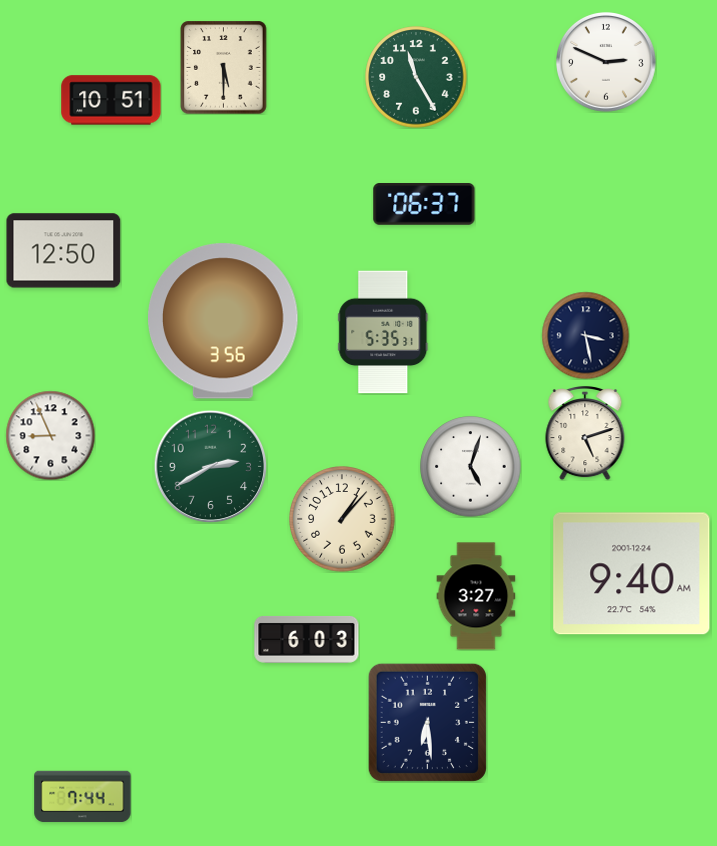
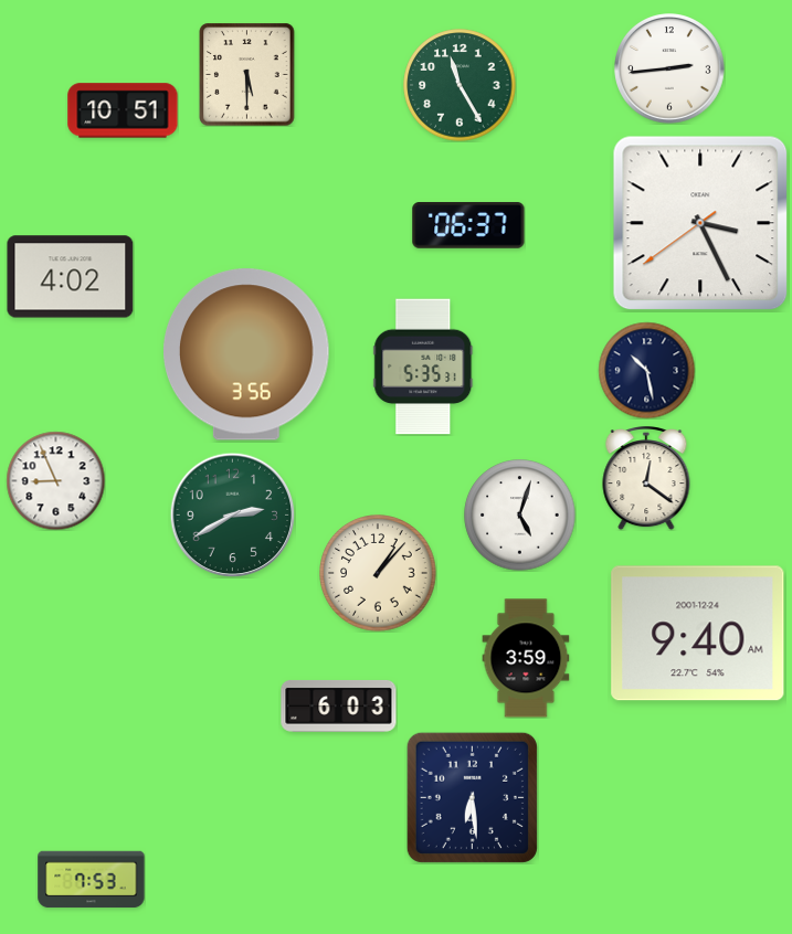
clock at (607, 63): 2:49 -> 2:44
clock at (700, 223): none -> 3:25
clock at (64, 251): 12:50 -> 4:02
clock at (585, 335): 3:28 -> 10:28
clock at (585, 434): 5:12 -> 12:21
clock at (476, 596): 3:27 -> 3:59
clock at (83, 797): 7:44 -> 7:53
